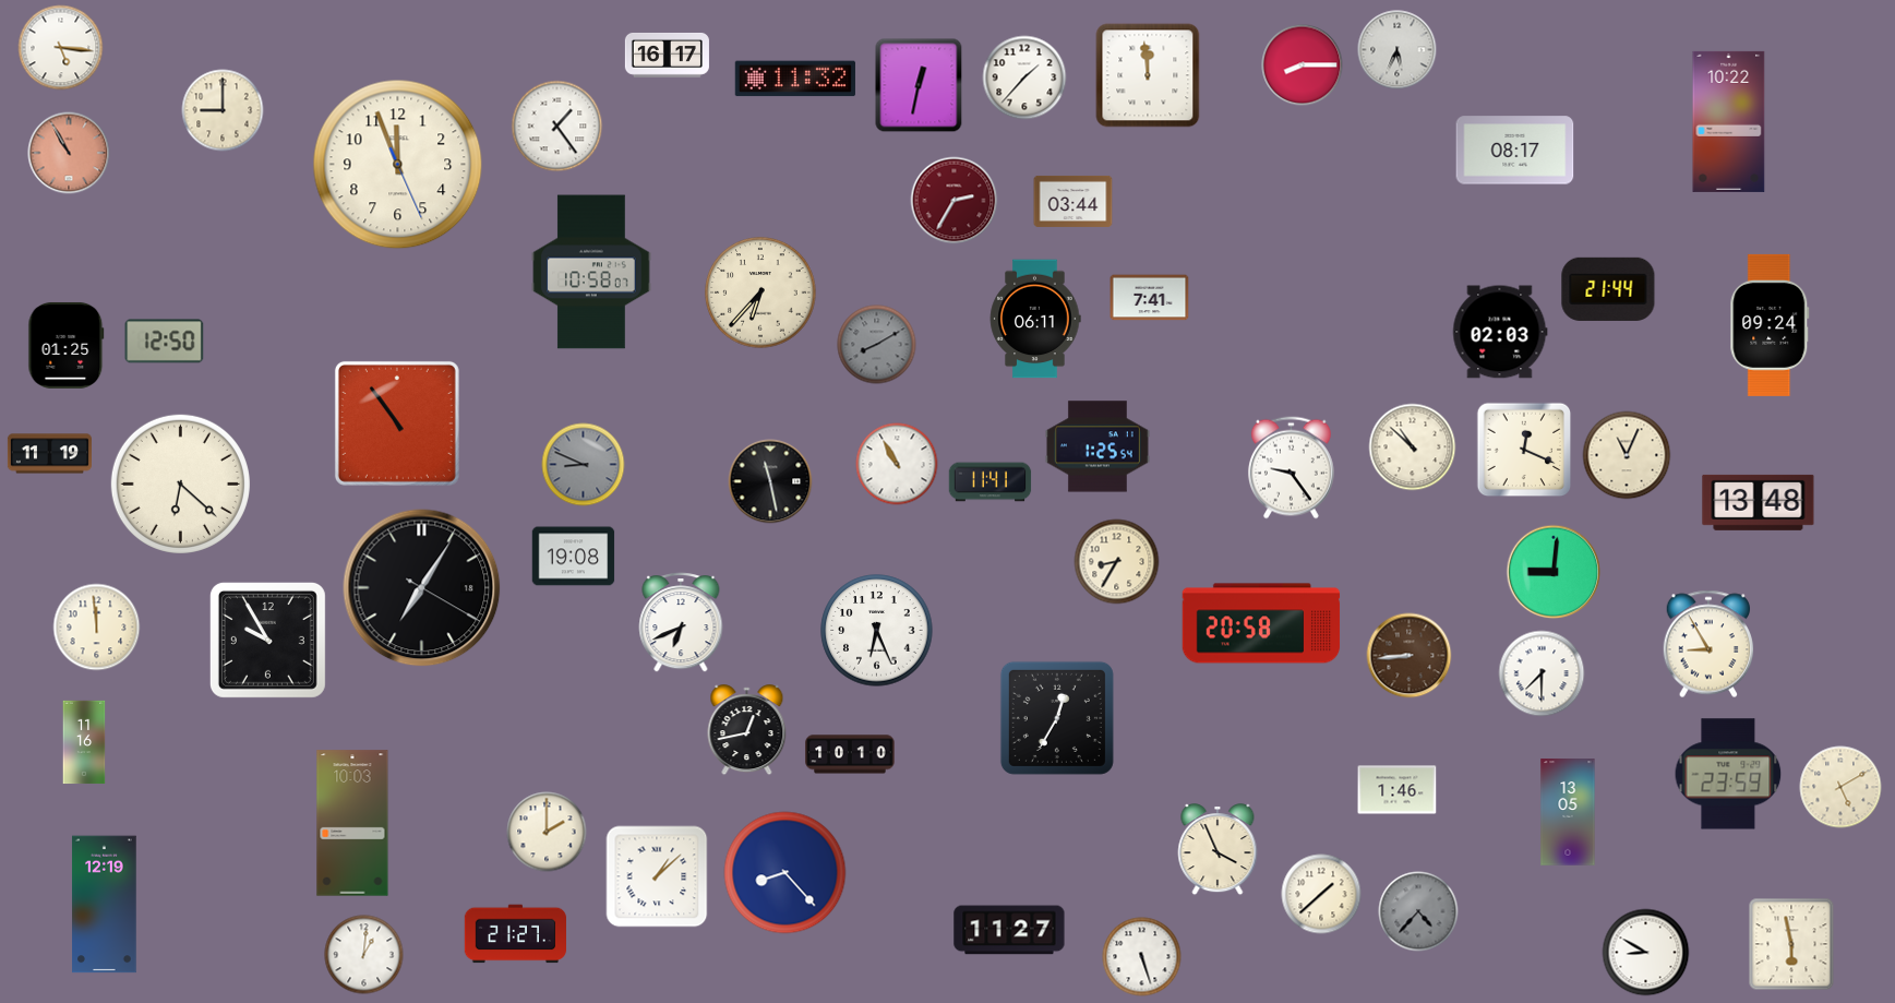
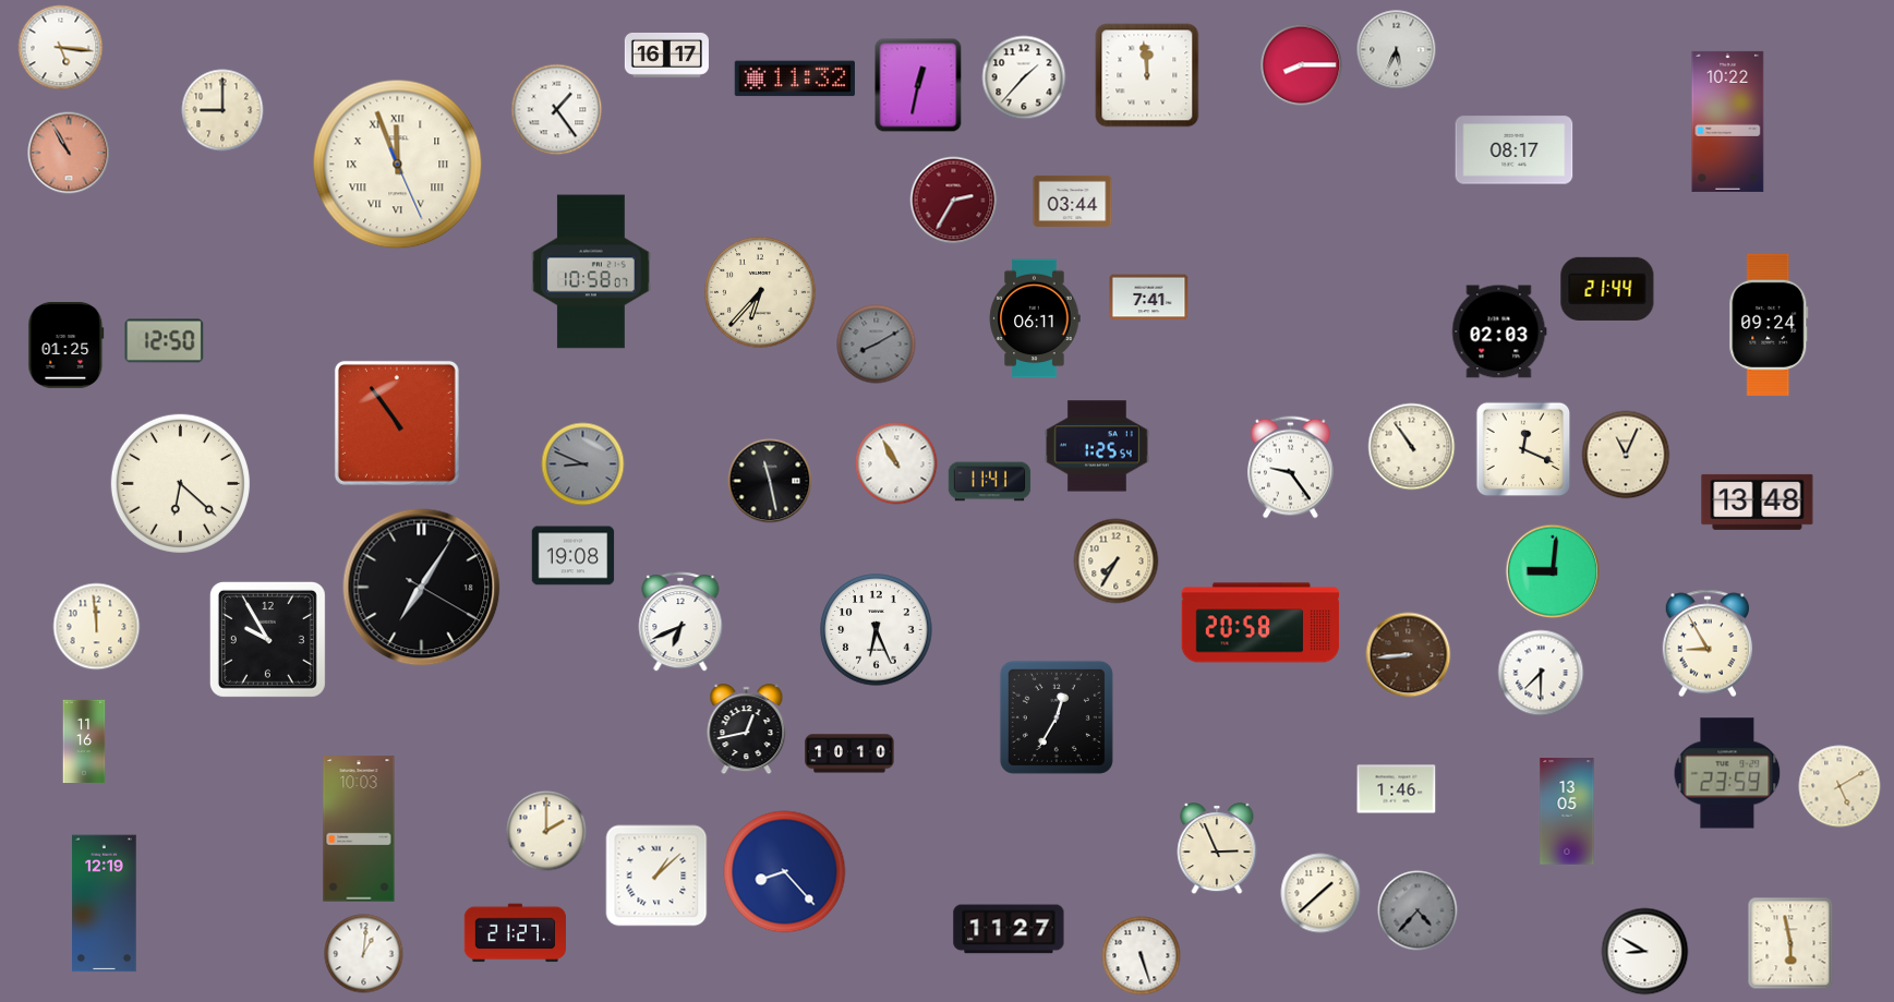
clock at (557, 127) position: (557, 127) -> (557, 110)
clock at (398, 165) numerals: Arabic -> Roman
clock at (1413, 447): 10:52 -> 10:54
clock at (49, 454): 11:19 -> none
clock at (1117, 562): 8:35 -> 7:35
clock at (352, 823) position: (352, 823) -> (359, 829)
clock at (1218, 850): 3:56 -> 2:56
